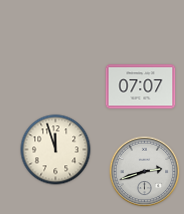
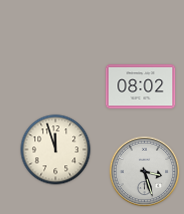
clock at (141, 87): 07:07 -> 08:02
clock at (145, 172): 2:42 -> 3:27
